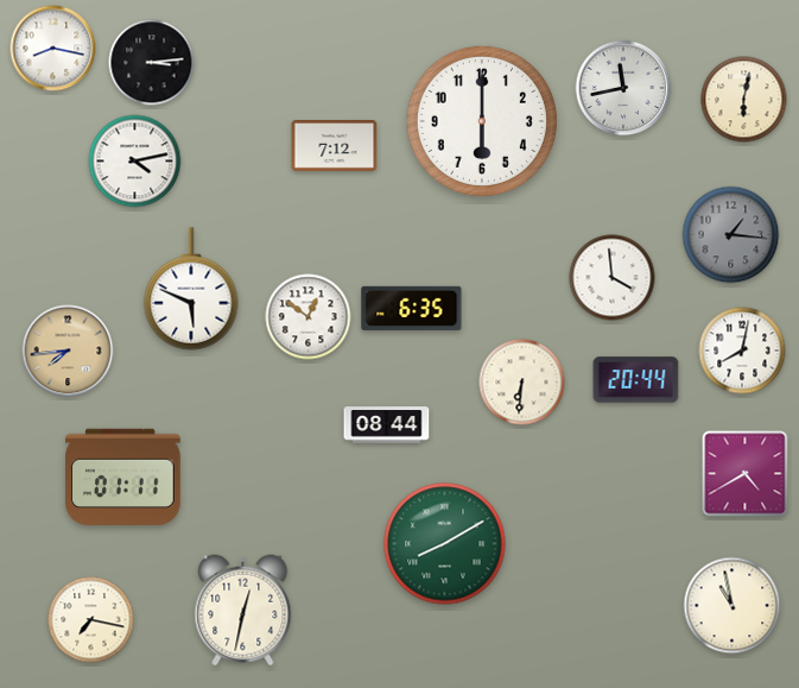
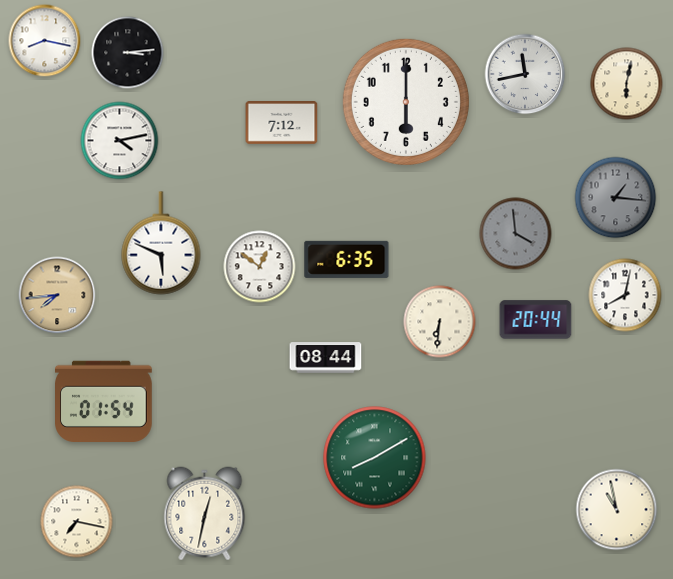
clock at (135, 162) position: (135, 162) -> (120, 141)
clock at (613, 278) dial: white -> grey
clock at (746, 474): 4:40 -> none
clock at (123, 476): 01:11 -> 01:54
